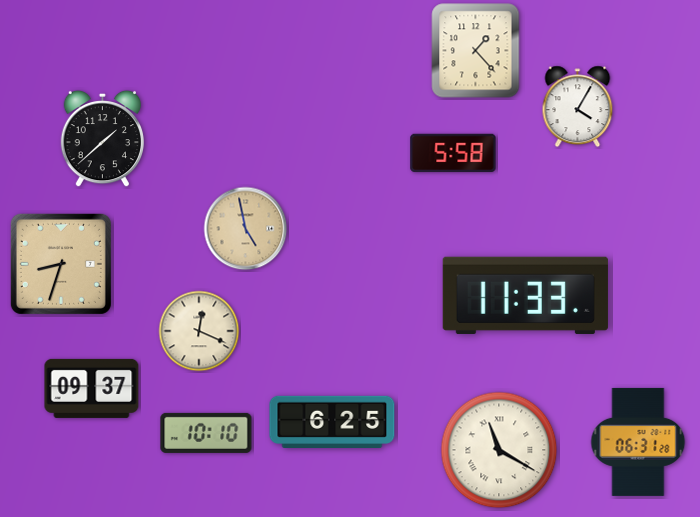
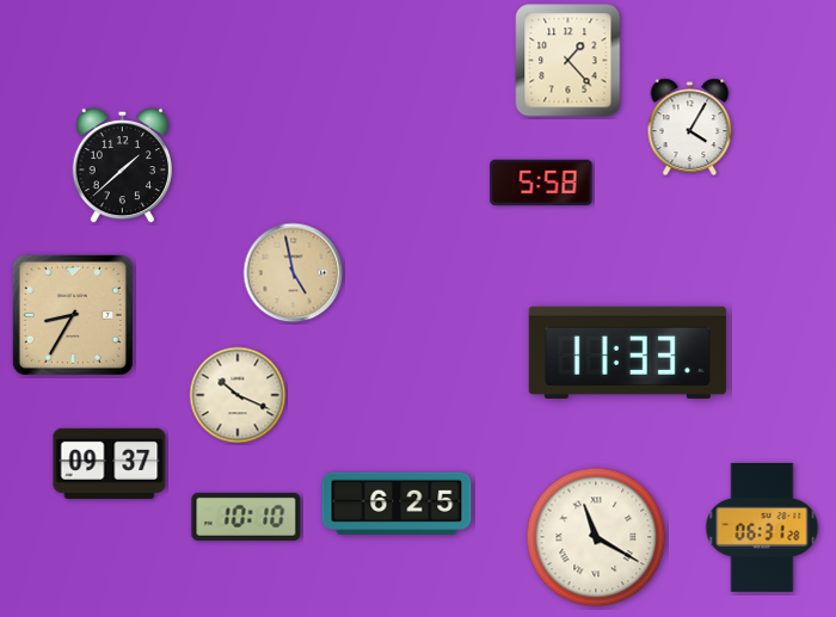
clock at (61, 264): 8:33 -> 8:35
clock at (199, 331): 12:19 -> 10:19
